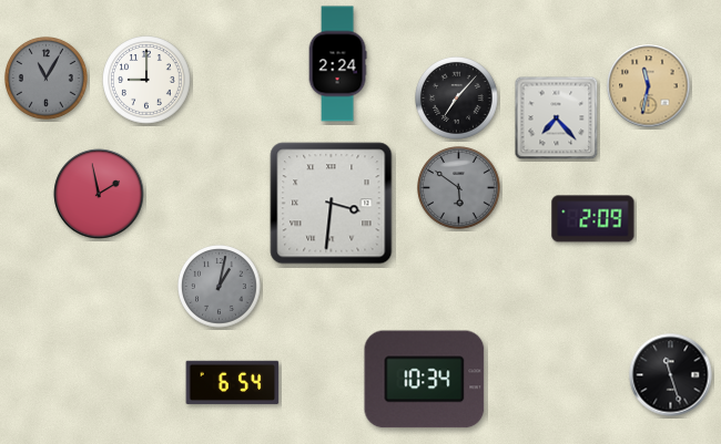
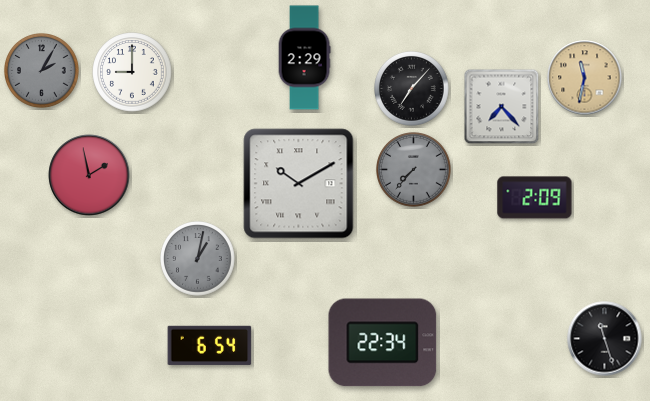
clock at (337, 64): 2:24 -> 2:29
clock at (47, 79): 11:05 -> 2:05
clock at (459, 188): 5:51 -> 7:37
clock at (332, 204): 3:31 -> 10:10
clock at (425, 380): 10:34 -> 22:34
